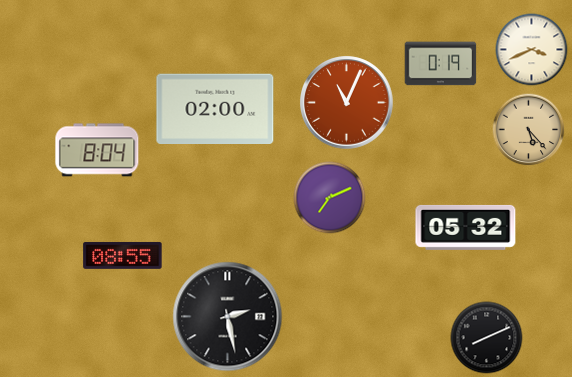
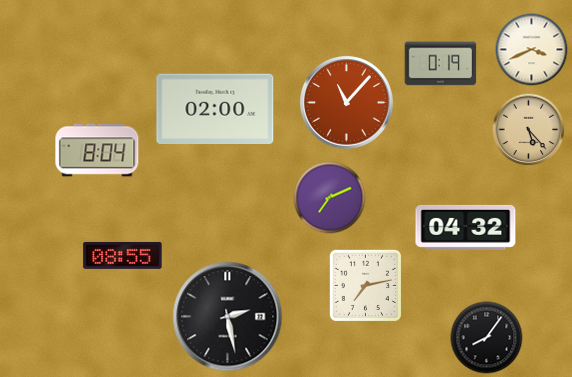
clock at (347, 103): 11:04 -> 11:07
clock at (466, 227): 05:32 -> 04:32
clock at (365, 285): none -> 7:13
clock at (487, 338): 8:11 -> 8:06
